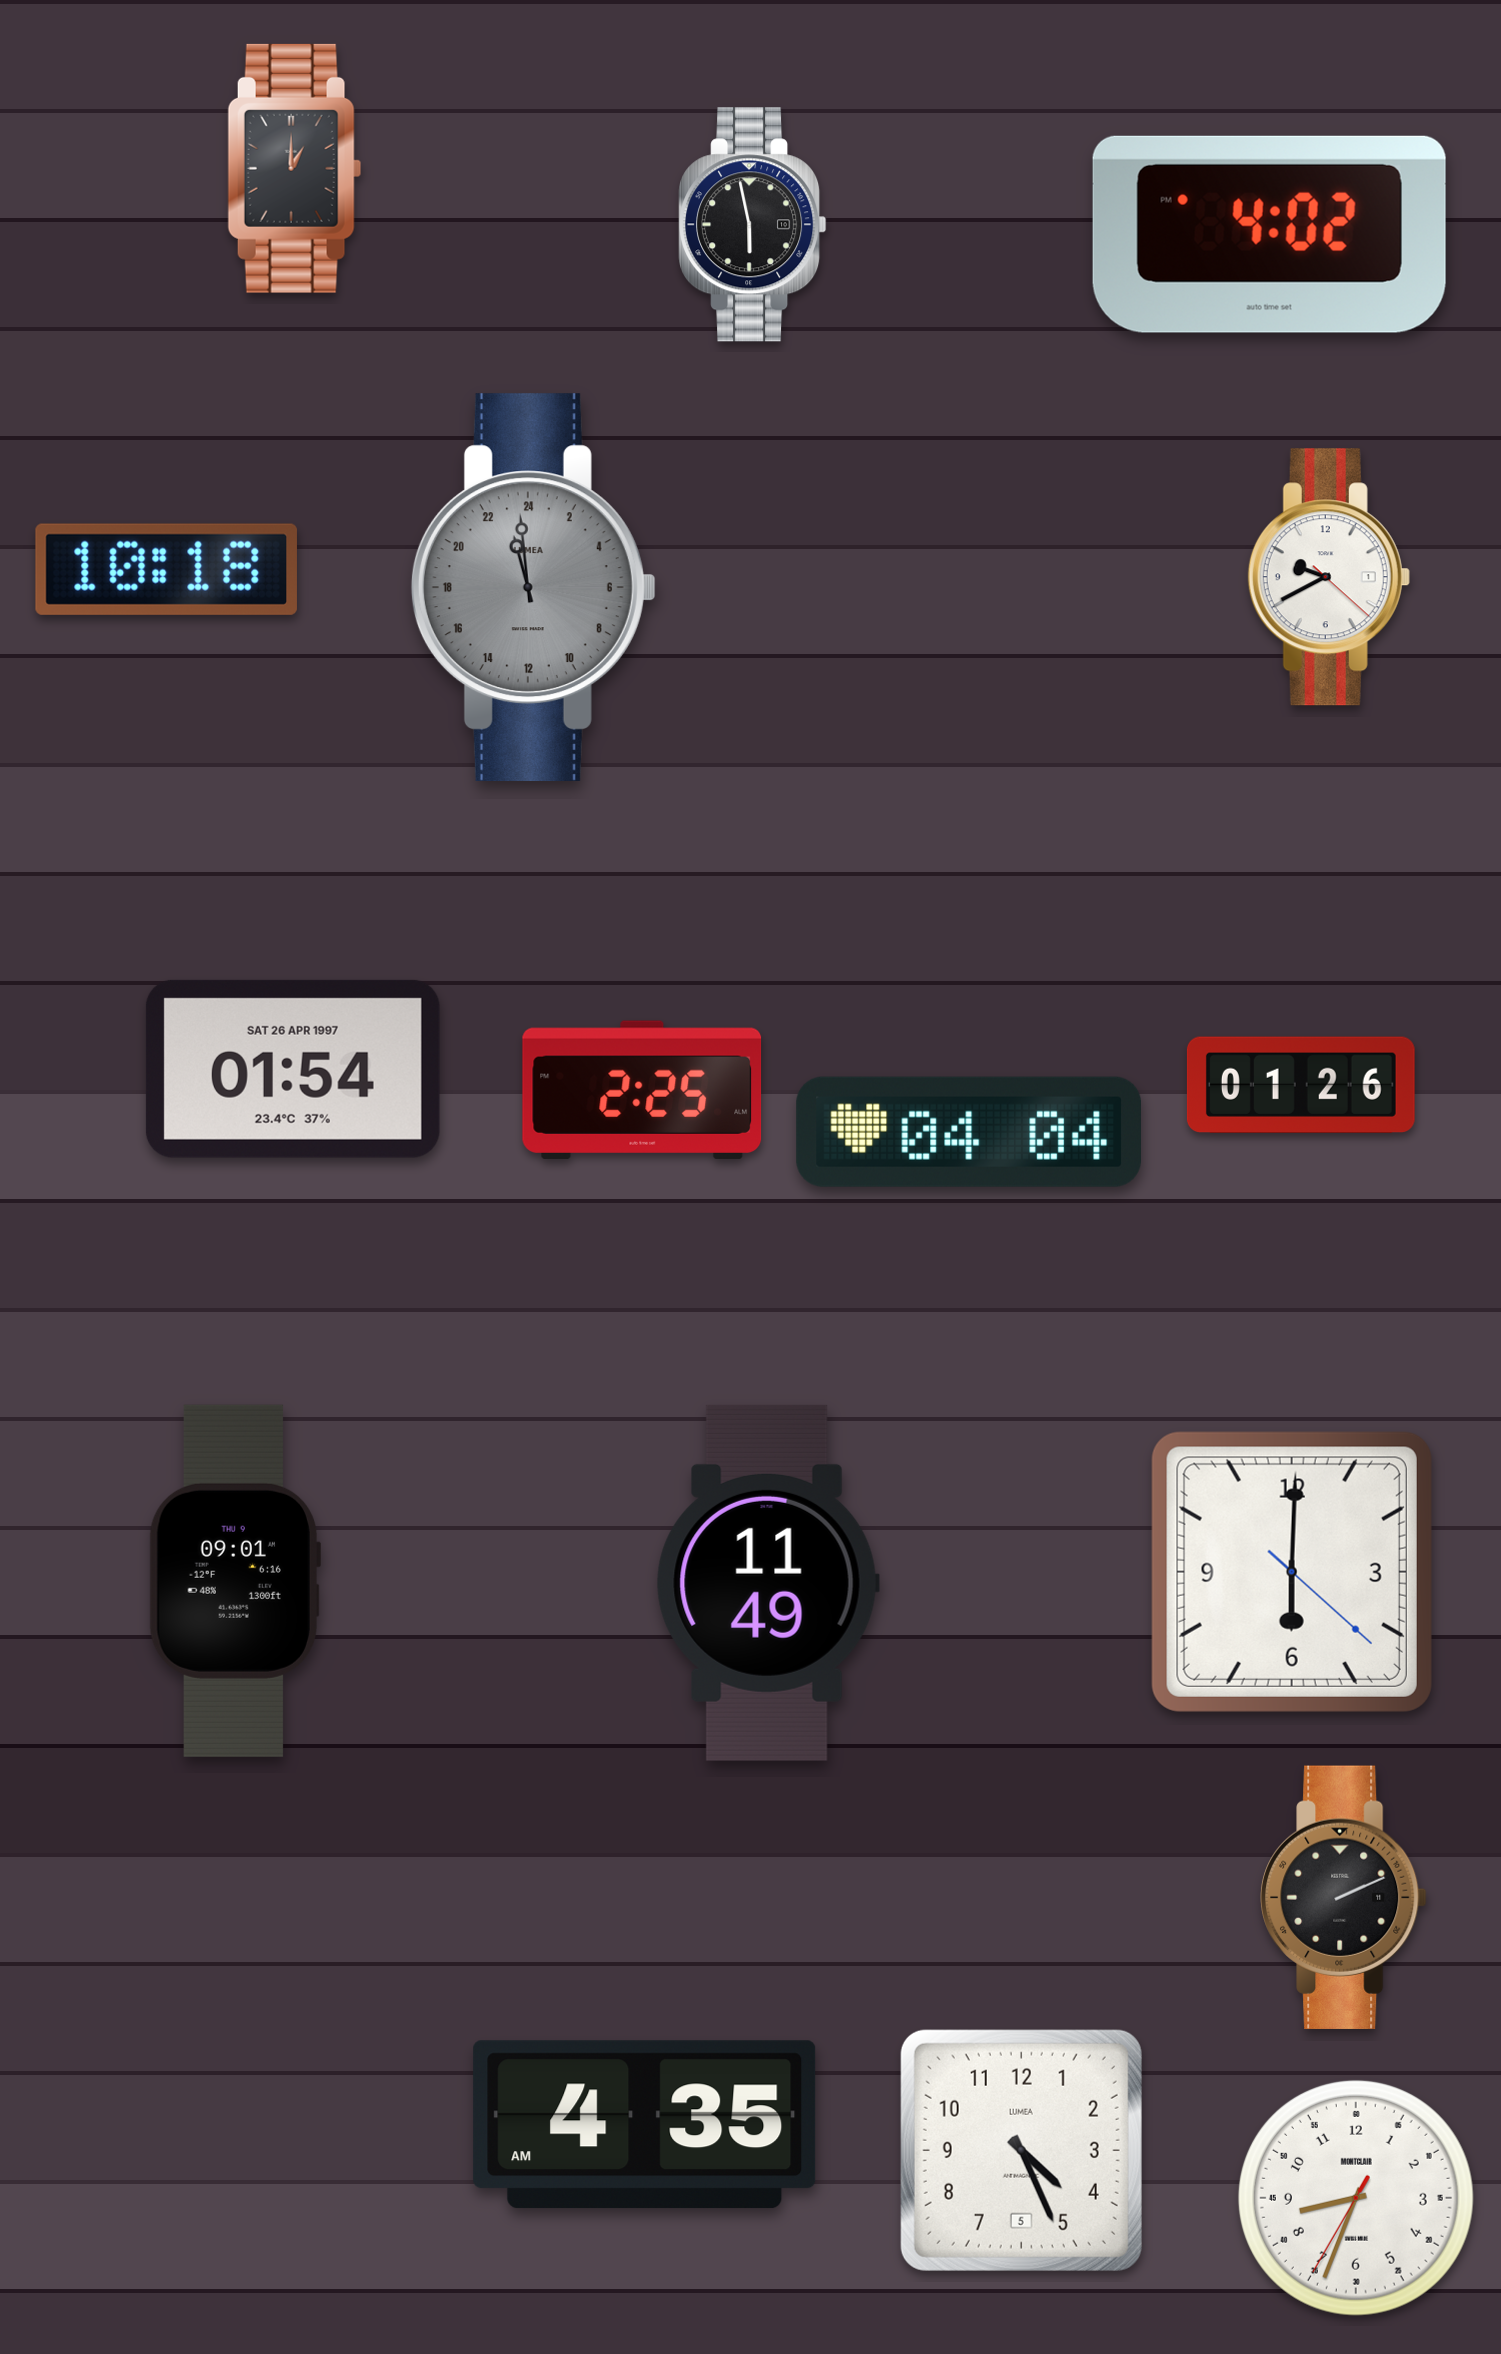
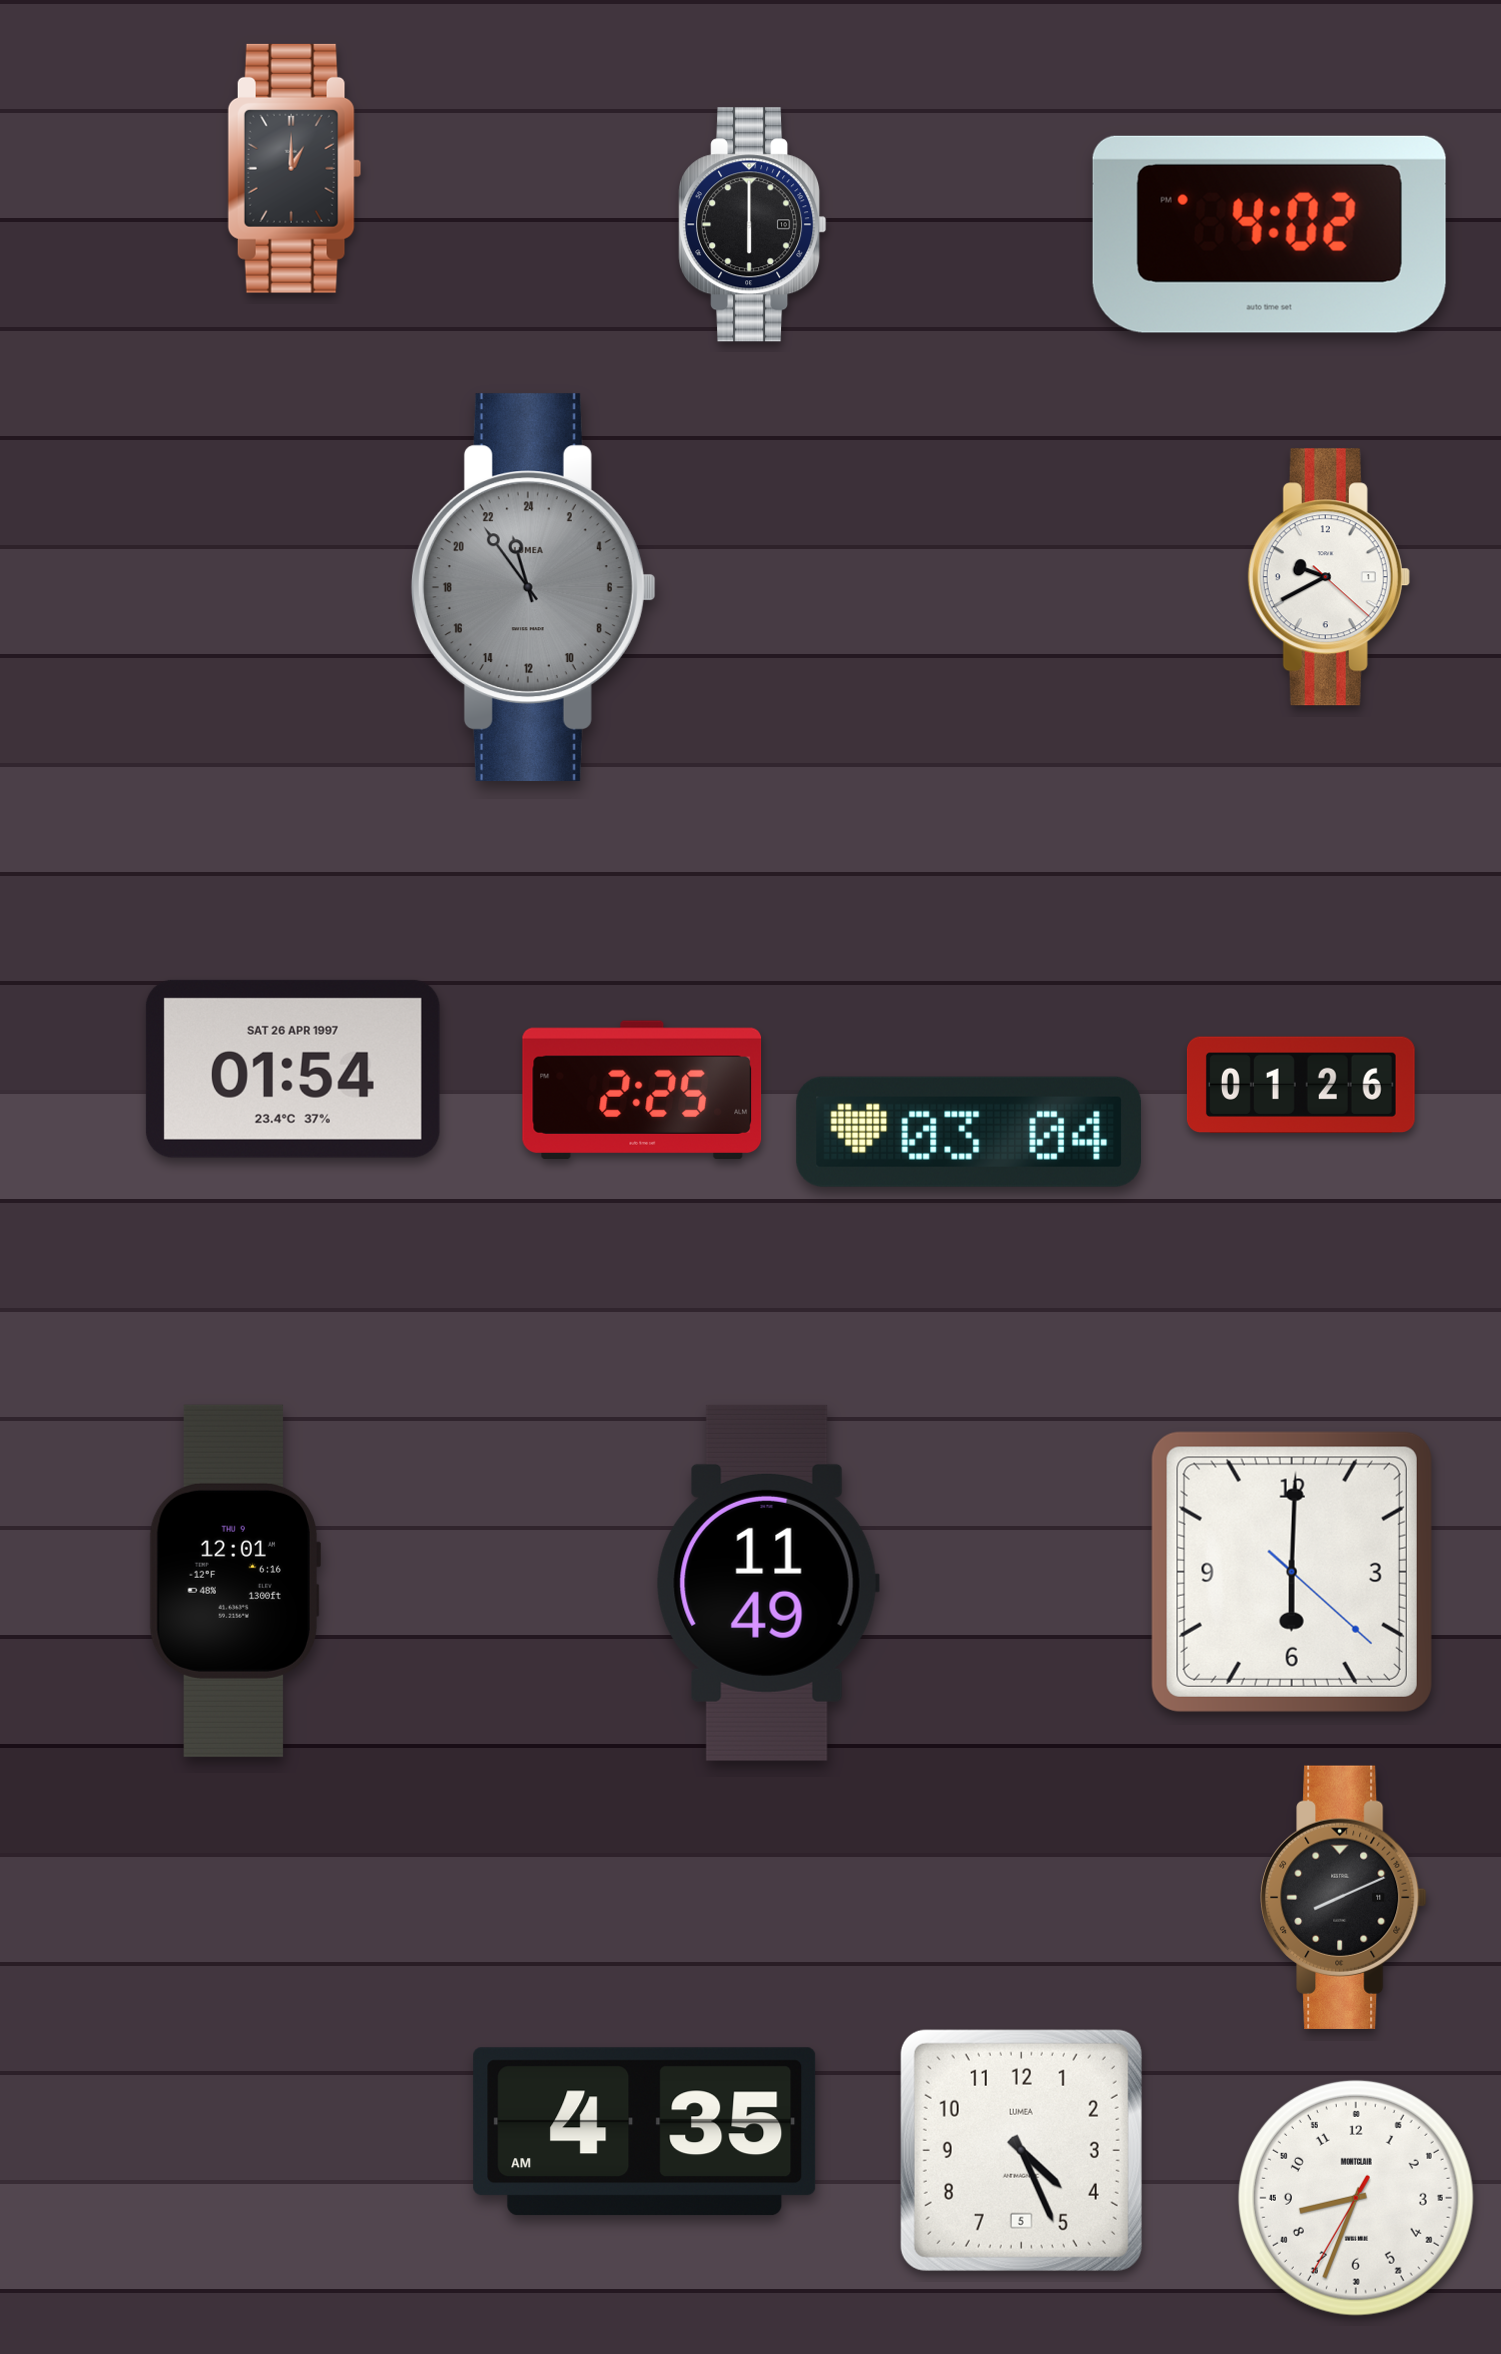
clock at (753, 225): 5:58 -> 6:00
clock at (166, 569): 10:18 -> none
clock at (533, 587): 22:59 -> 22:54
clock at (968, 1132): 04:04 -> 03:04
clock at (234, 1581): 09:01 -> 12:01
clock at (1344, 1897): 2:11 -> 8:11
clock at (645, 2125) position: (645, 2125) -> (645, 2132)
